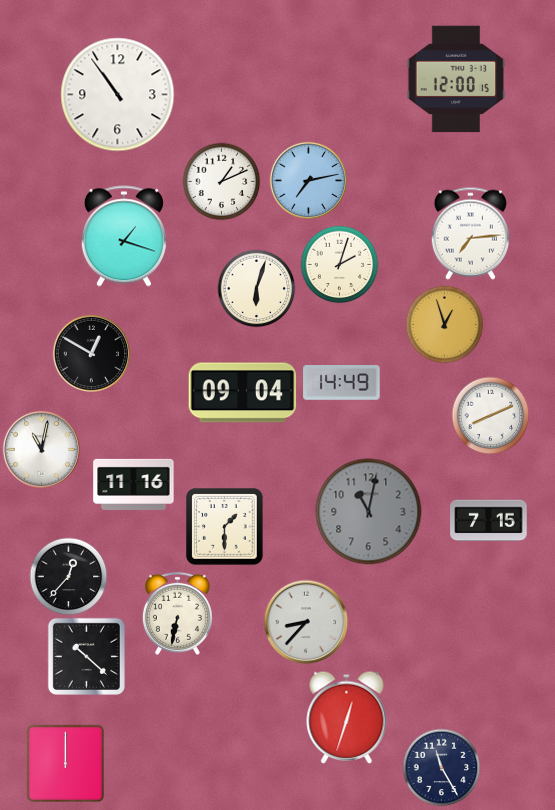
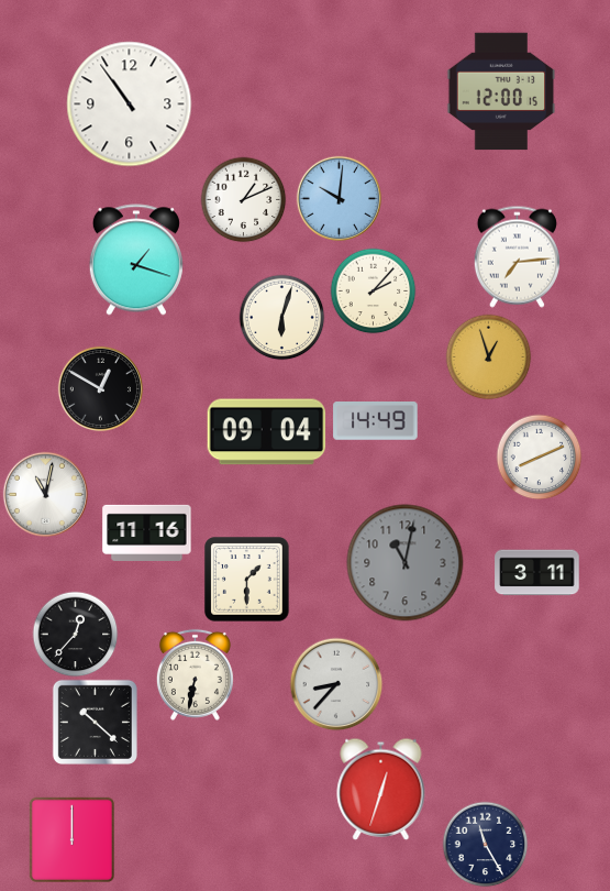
clock at (456, 79) position: (456, 79) -> (501, 91)
clock at (308, 180): 7:13 -> 10:01
clock at (339, 264): 2:03 -> 2:07
clock at (489, 521): 7:15 -> 3:11
